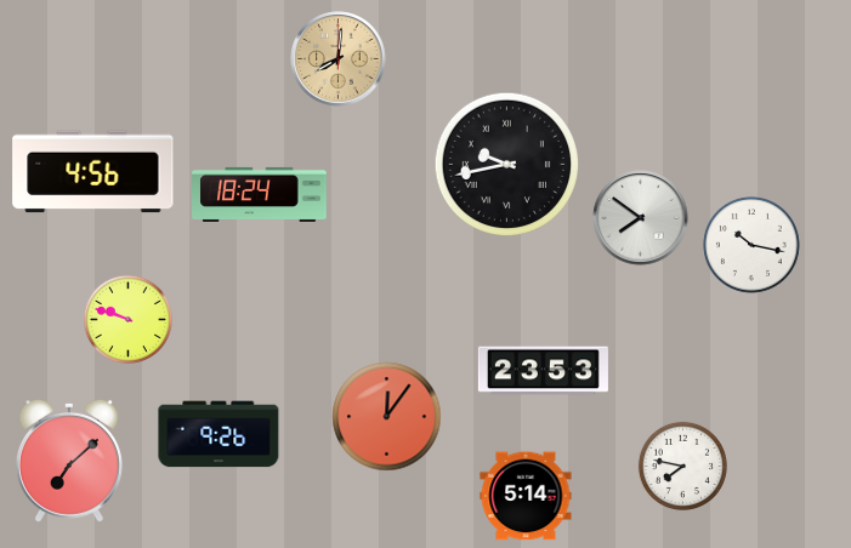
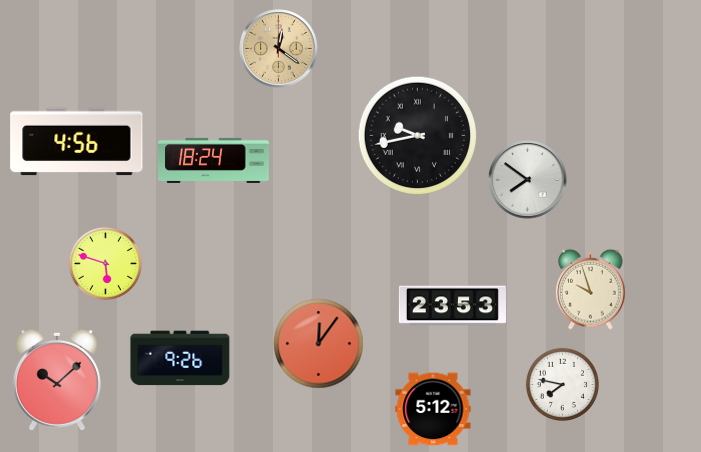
clock at (339, 59): 8:01 -> 12:21
clock at (753, 246): 10:17 -> none
clock at (127, 319): 9:48 -> 5:48
clock at (591, 289): none -> 9:57
clock at (543, 371) position: (543, 371) -> (452, 306)
clock at (69, 461): 7:08 -> 10:08
clock at (526, 496): 5:14 -> 5:12
